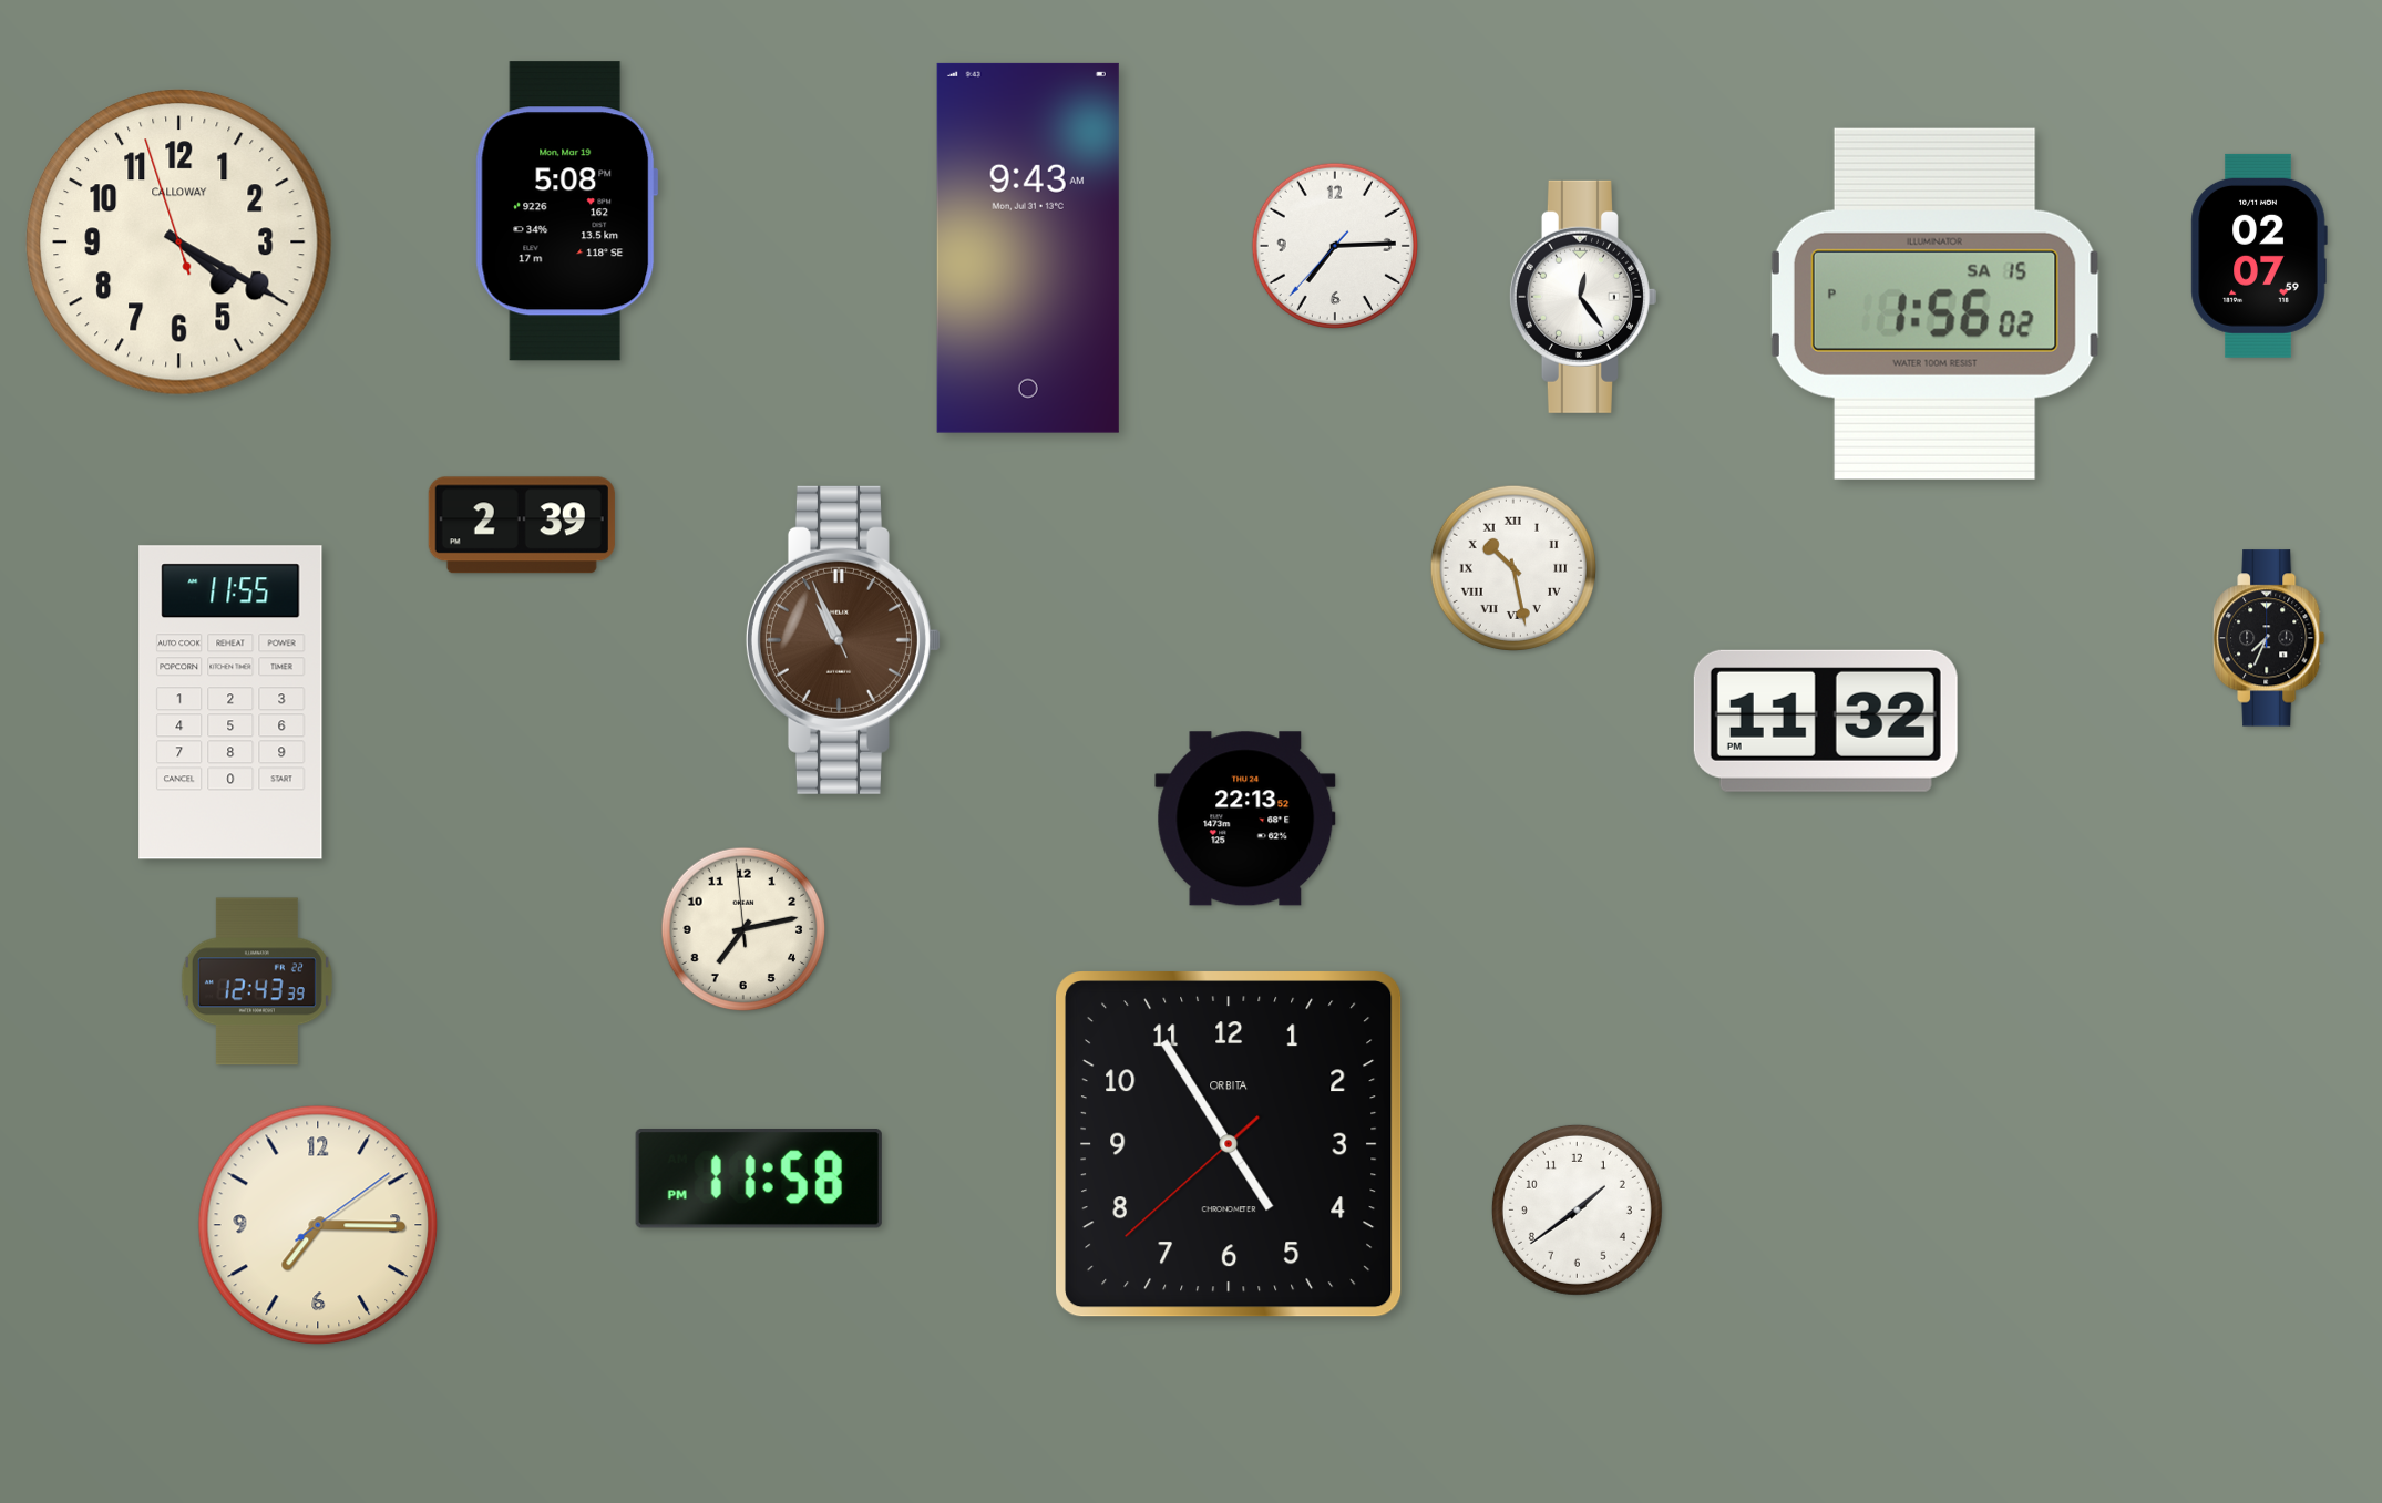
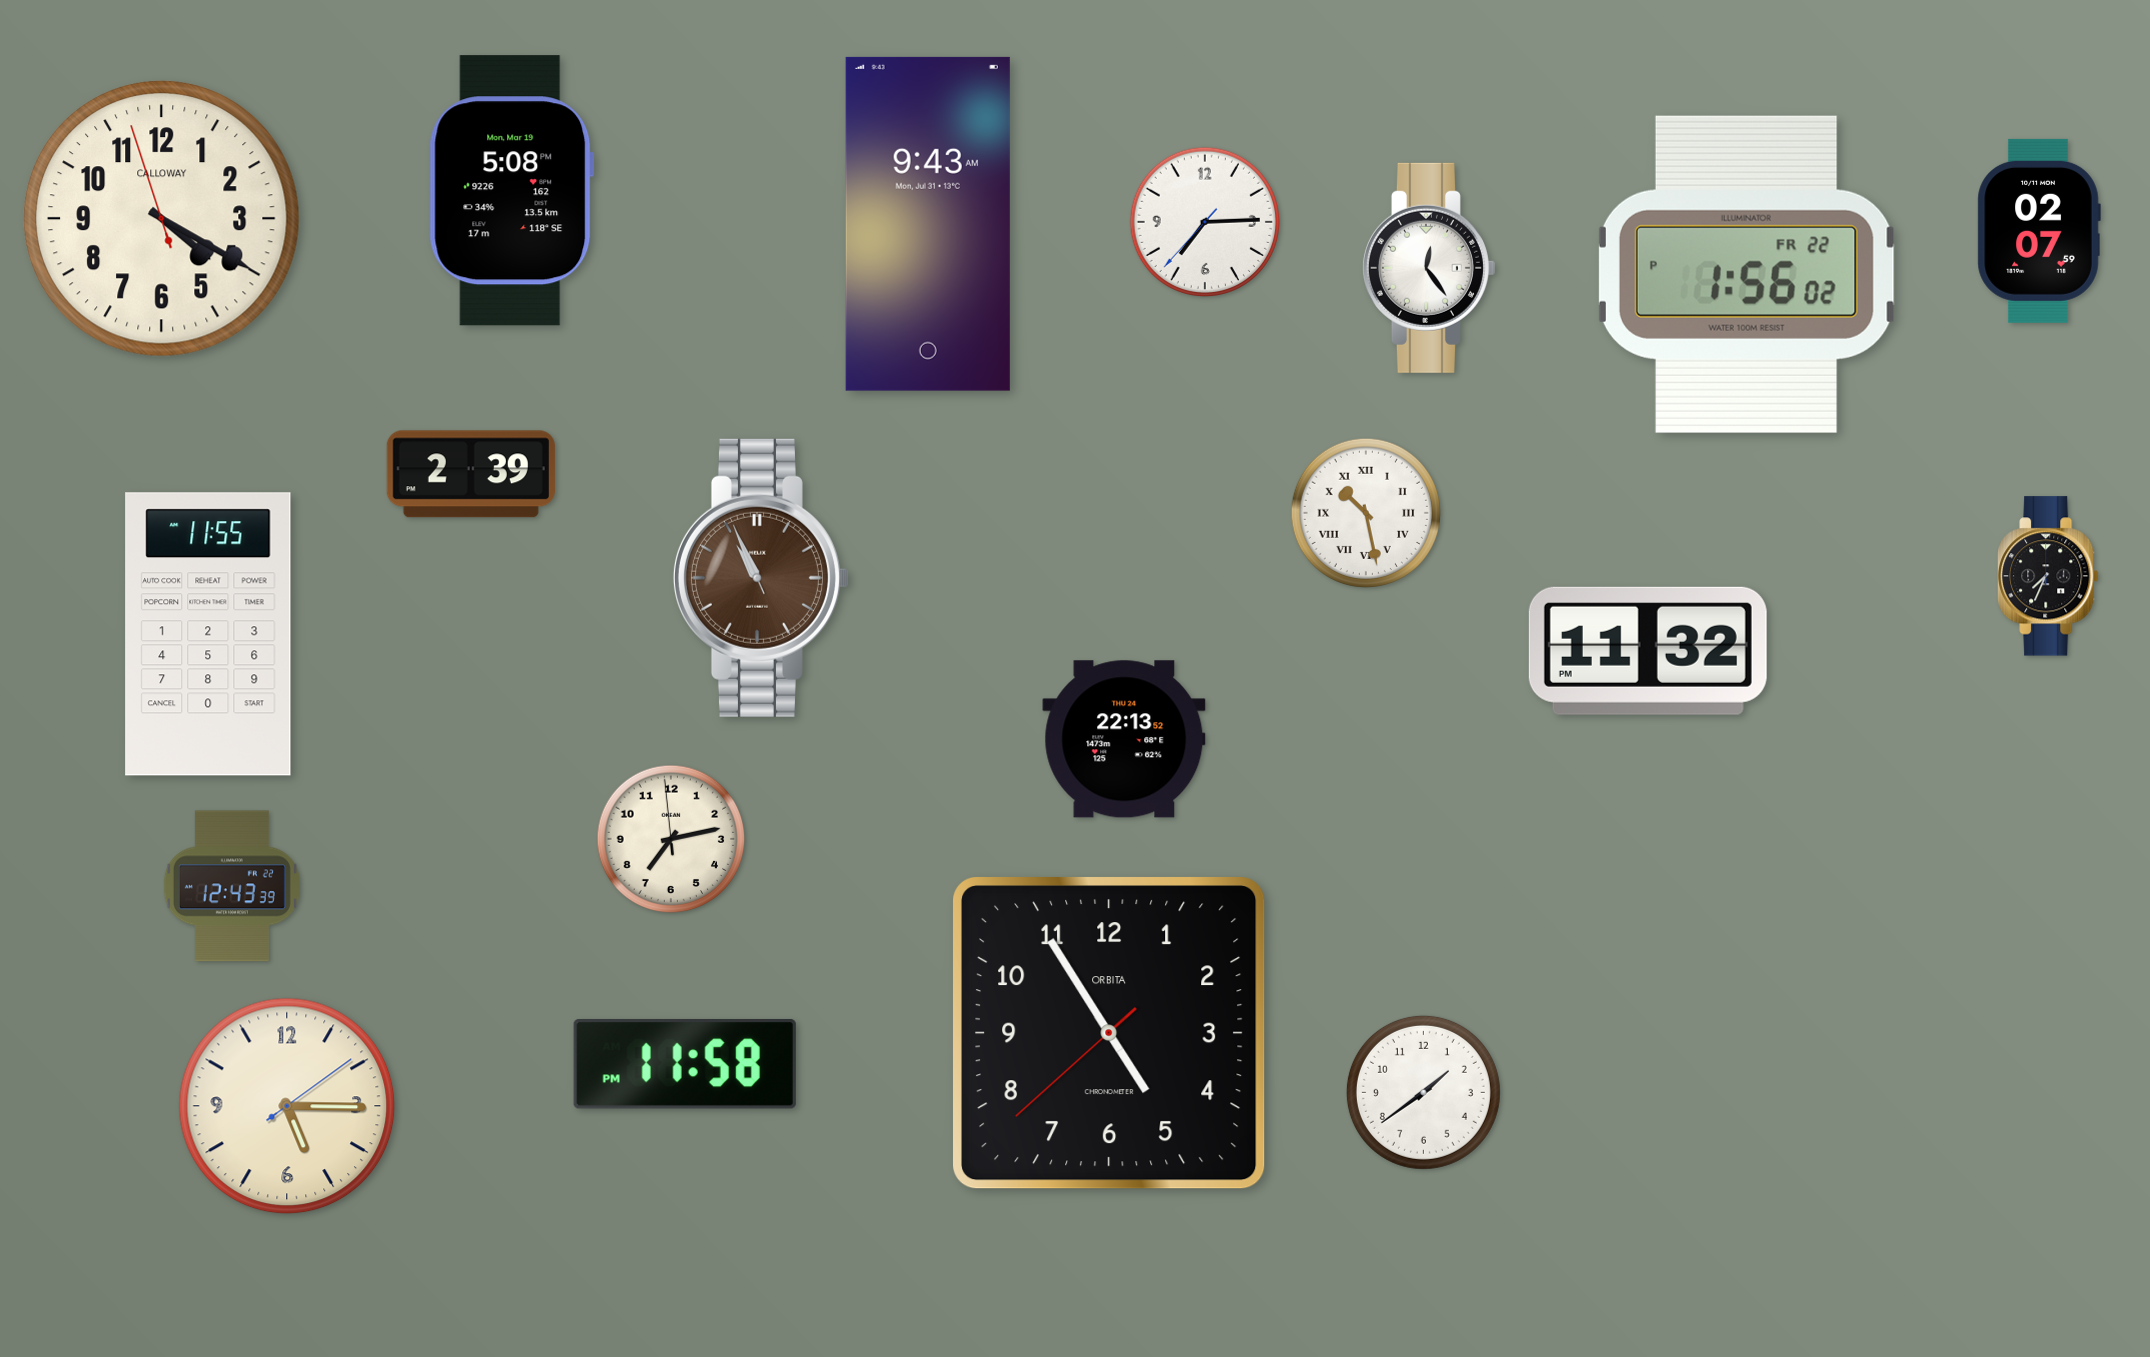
clock at (1934, 303) date: SA 15 -> FR 22
clock at (318, 1225): 7:15 -> 5:15
